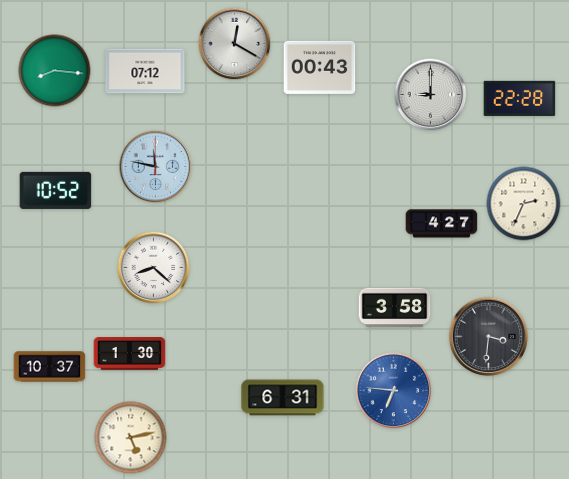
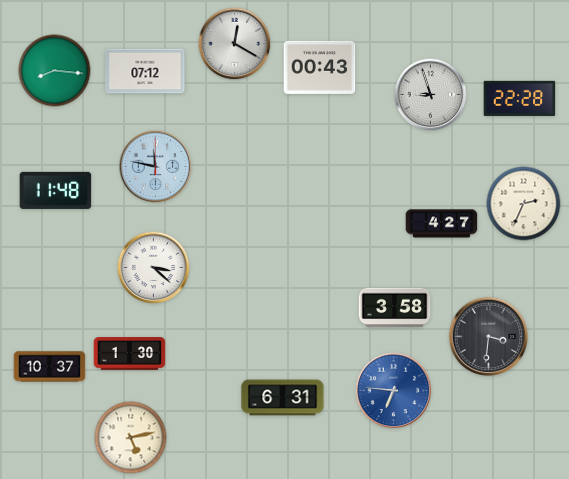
clock at (431, 95): 9:00 -> 8:57
clock at (56, 190): 10:52 -> 11:48
clock at (154, 268): 8:22 -> 3:22
